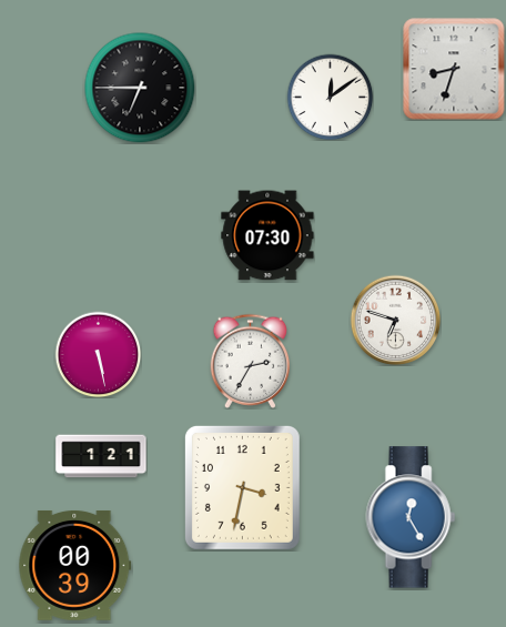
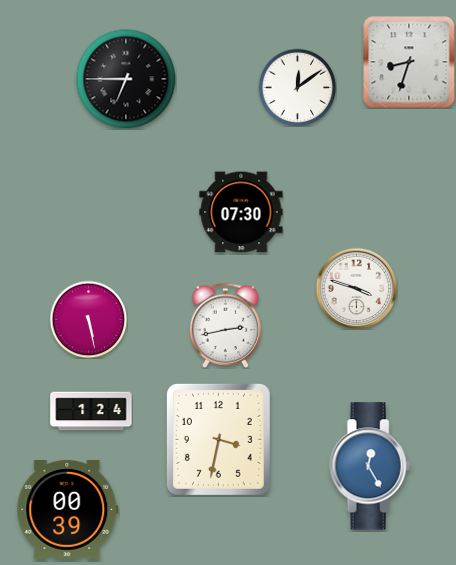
clock at (395, 320): 6:48 -> 3:48
clock at (251, 361): 2:35 -> 2:43
clock at (101, 456): 1:21 -> 1:24
